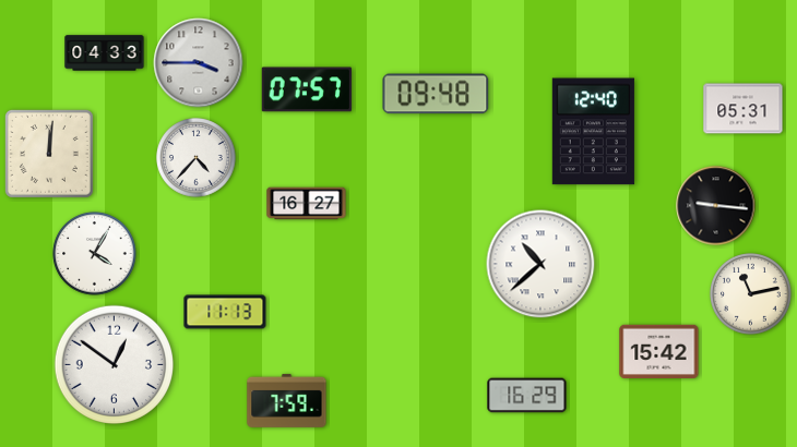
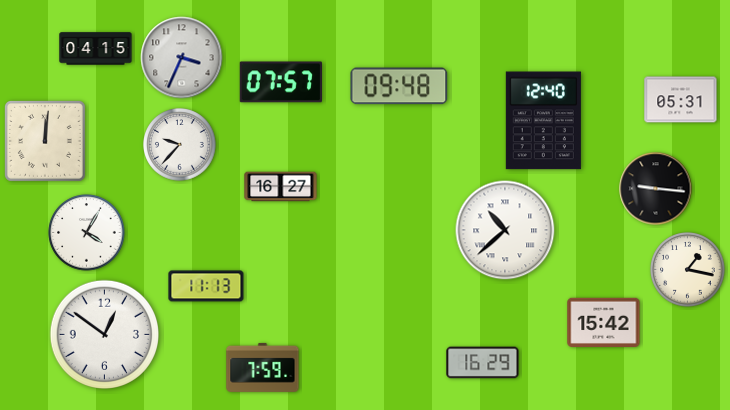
clock at (105, 53): 04:33 -> 04:15
clock at (199, 63): 3:45 -> 3:34
clock at (197, 158): 4:37 -> 9:37
clock at (540, 264) position: (540, 264) -> (505, 230)
clock at (751, 294): 11:13 -> 1:17
